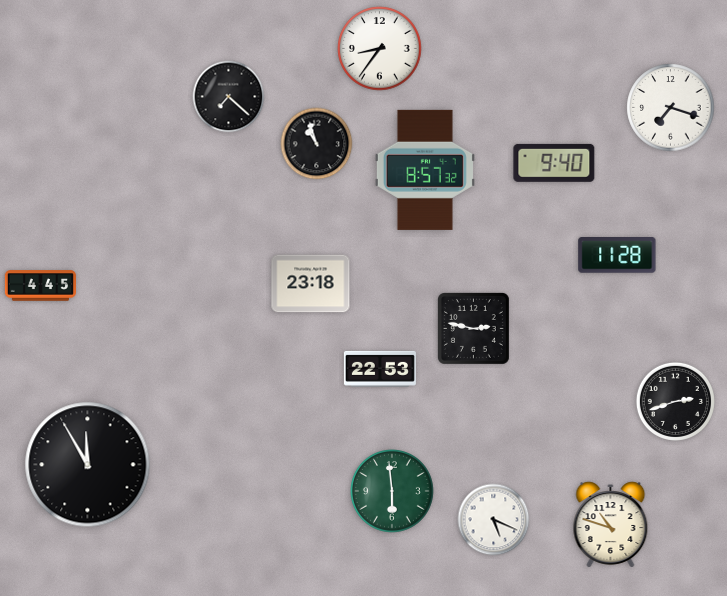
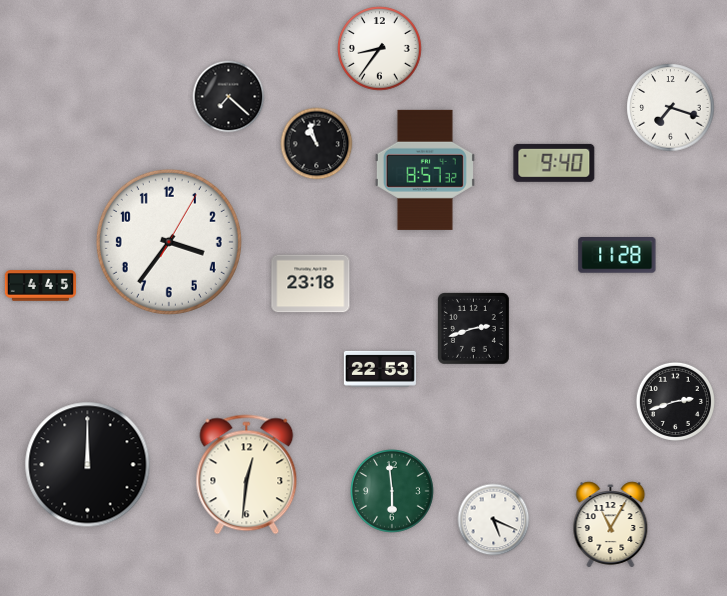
clock at (169, 242): none -> 3:36
clock at (473, 328): 2:47 -> 2:42
clock at (88, 465): 11:55 -> 12:00
clock at (247, 475): none -> 12:31
clock at (611, 525): 10:48 -> 11:05
